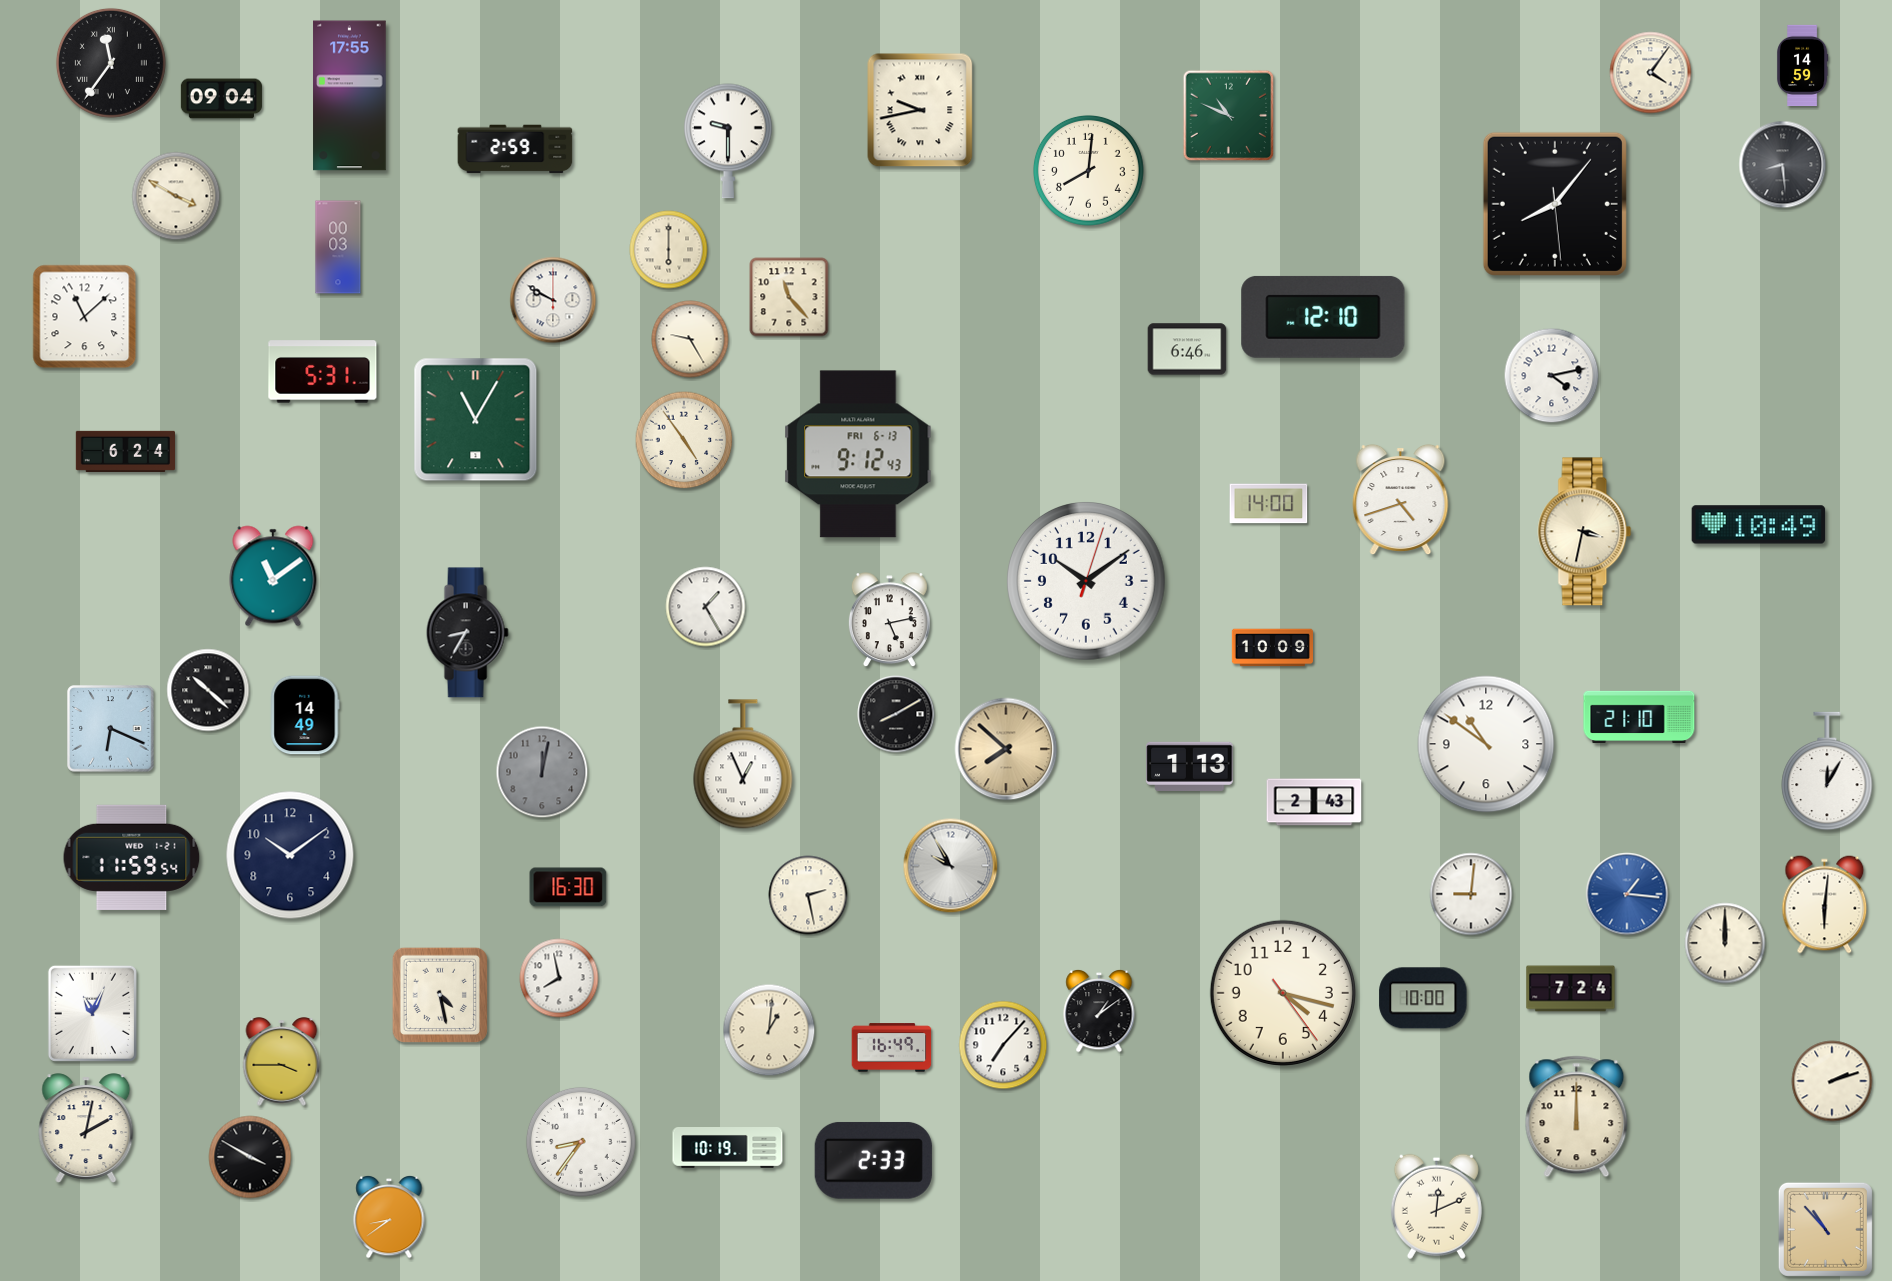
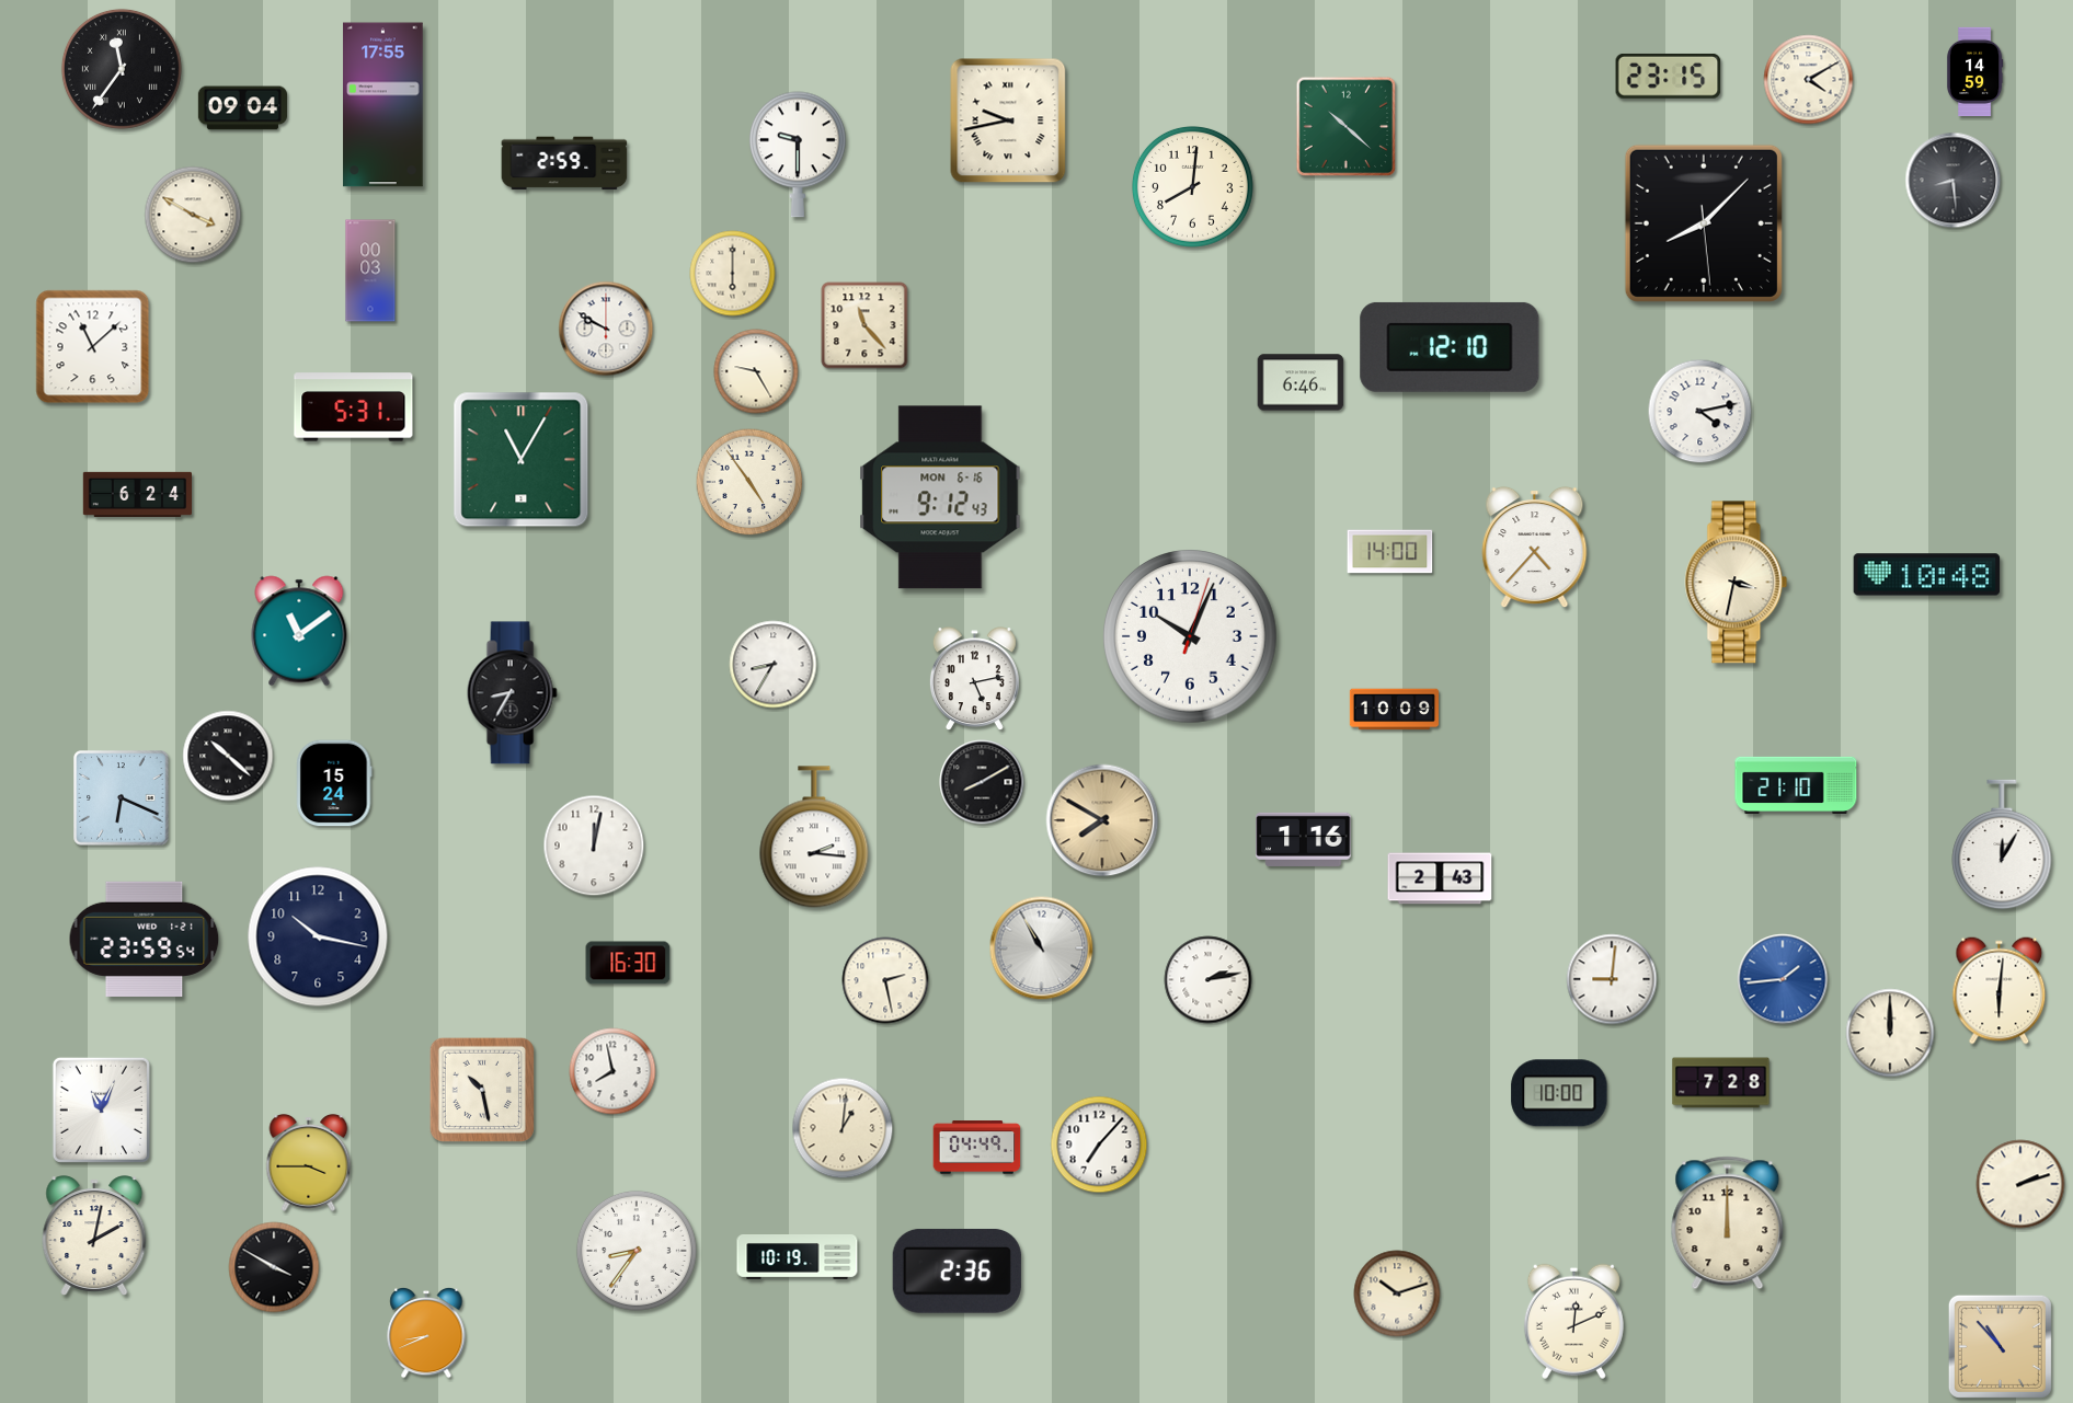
clock at (1669, 76): none -> 23:15
clock at (1651, 73): 4:06 -> 4:10
clock at (1229, 116): 10:49 -> 10:22
clock at (1555, 204): 8:06 -> 8:07
clock at (858, 454) date: FRI 6-13 -> MON 6-16
clock at (1401, 500): 4:42 -> 4:37
clock at (1759, 525): 10:49 -> 10:48
clock at (1086, 581): 10:09 -> 10:04
clock at (706, 607): 1:25 -> 8:35
clock at (305, 715): 14:49 -> 15:24
clock at (1486, 744): 10:51 -> none
clock at (1006, 749): 7:52 -> 7:50
clock at (743, 764): 12:56 -> 2:16
clock at (1190, 766): 1:13 -> 1:16
clock at (542, 772) dial: grey -> white
clock at (290, 855): 10:09 -> 10:17
clock at (132, 857): 11:59 -> 23:59
clock at (951, 866): 9:55 -> 10:55
clock at (568, 887) position: (568, 887) -> (628, 963)
clock at (1627, 894): 1:16 -> 1:44
clock at (1209, 980): none -> 2:13
clock at (1571, 989): 7:24 -> 7:28
clock at (1283, 993): 4:17 -> none
clock at (439, 994): 4:28 -> 10:28
clock at (1099, 1011): 1:09 -> none
clock at (892, 1048): 16:49 -> 04:49
clock at (1832, 1081) position: (1832, 1081) -> (2020, 1184)
clock at (873, 1160): 2:33 -> 2:36
clock at (1397, 1293): none -> 10:12
clock at (389, 1217): 8:39 -> 8:41
